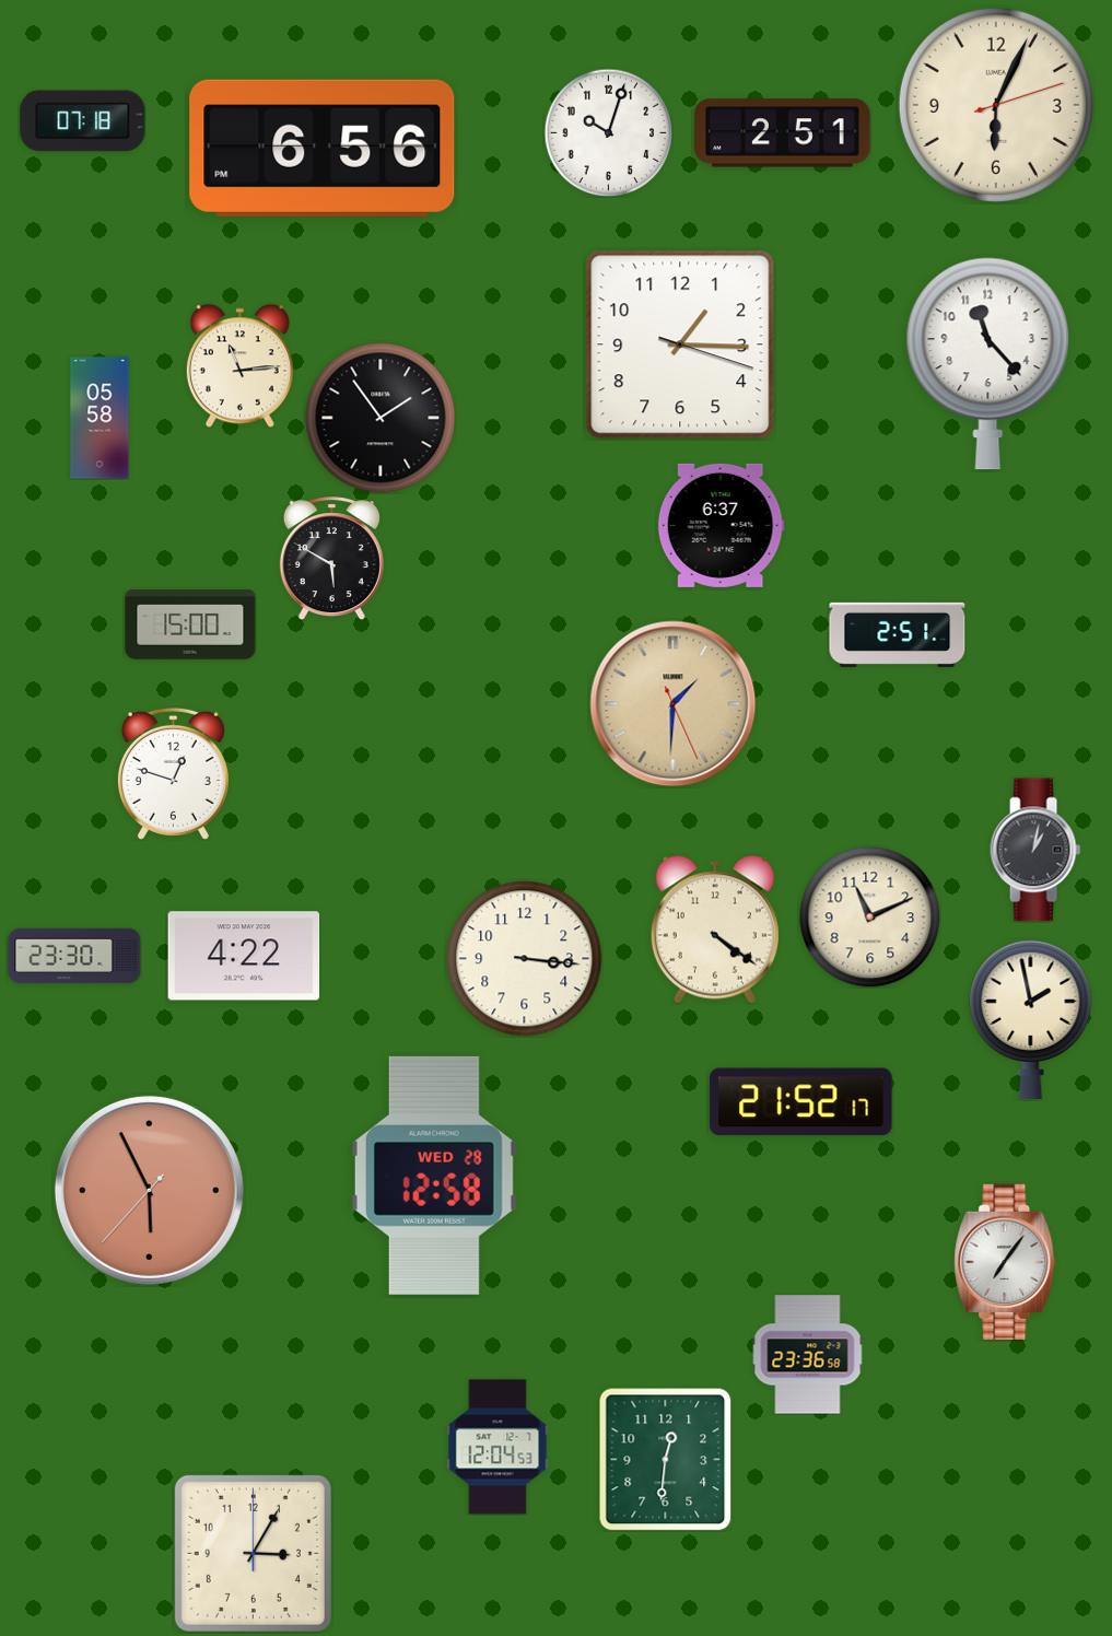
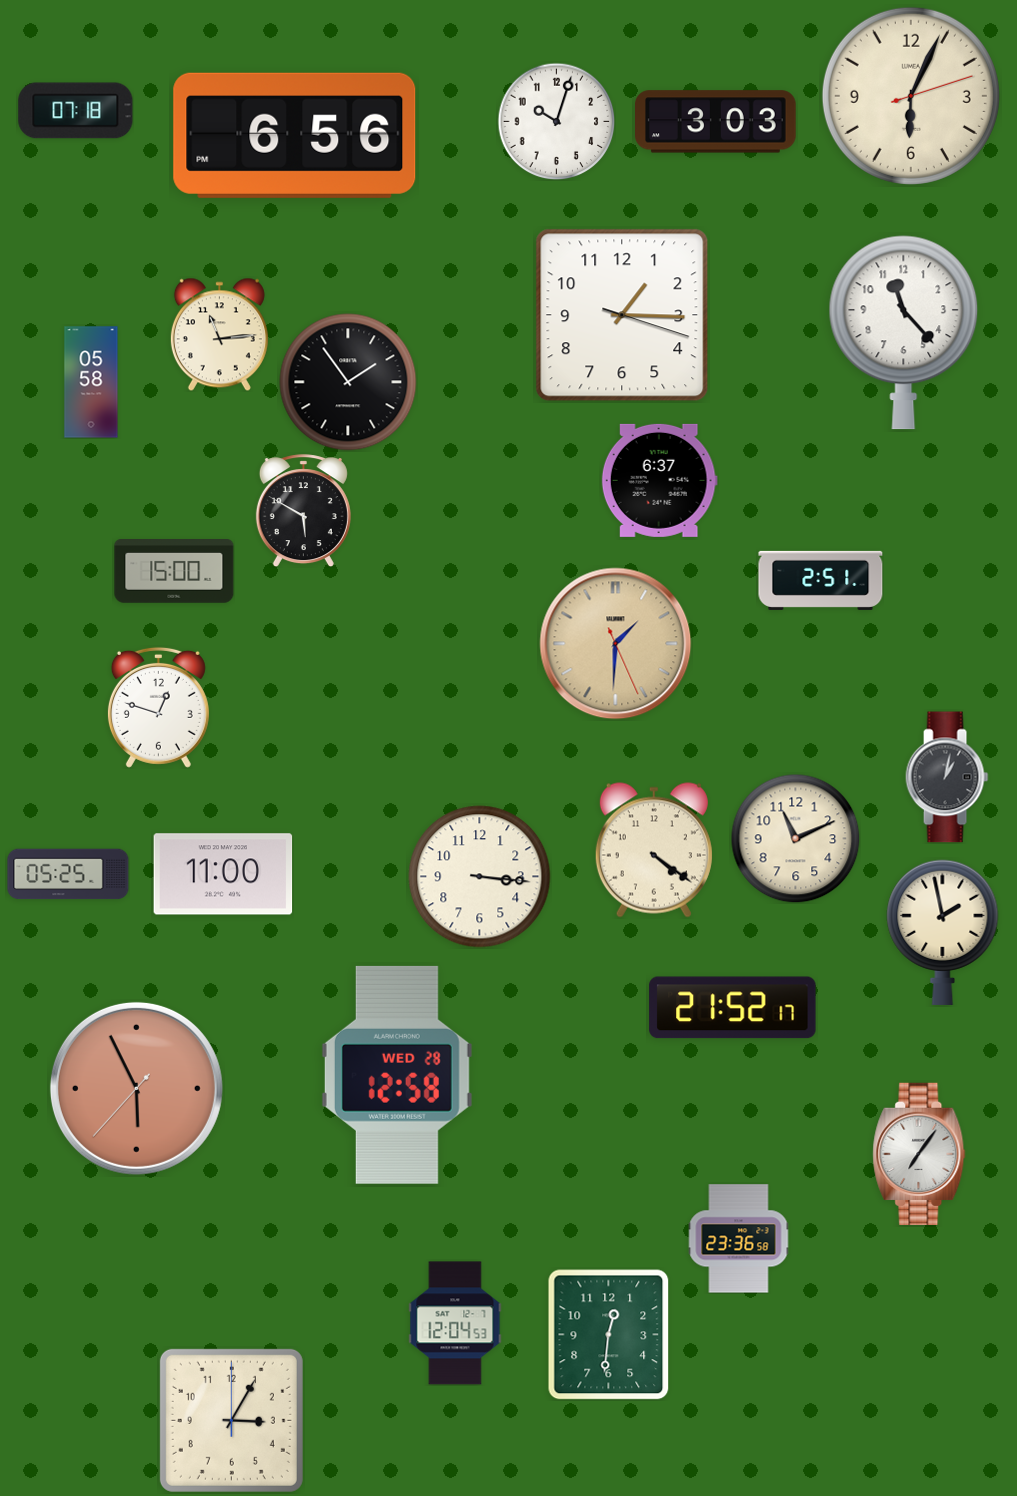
clock at (783, 133): 2:51 -> 3:03
clock at (74, 956): 23:30 -> 05:25
clock at (244, 956): 4:22 -> 11:00
